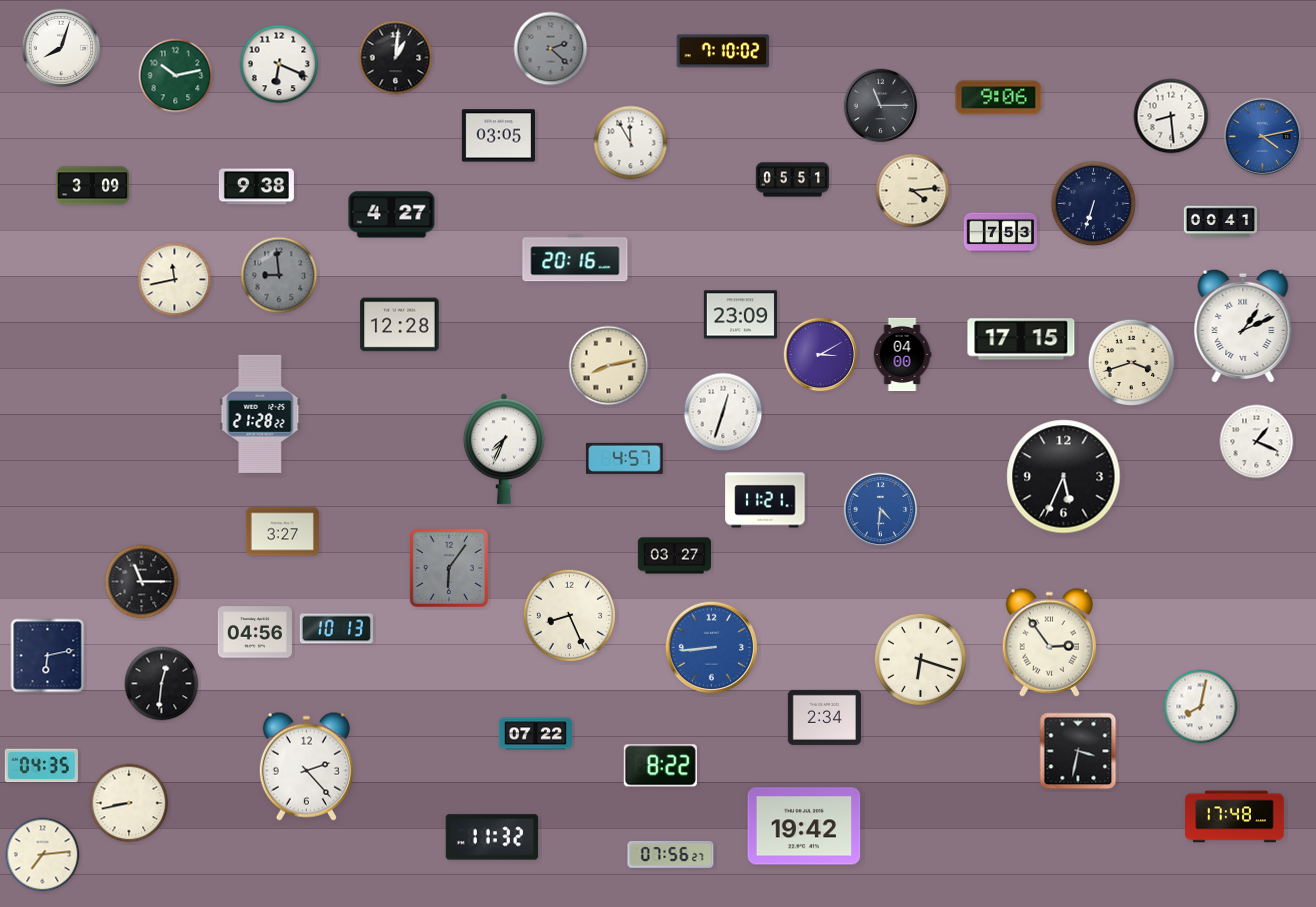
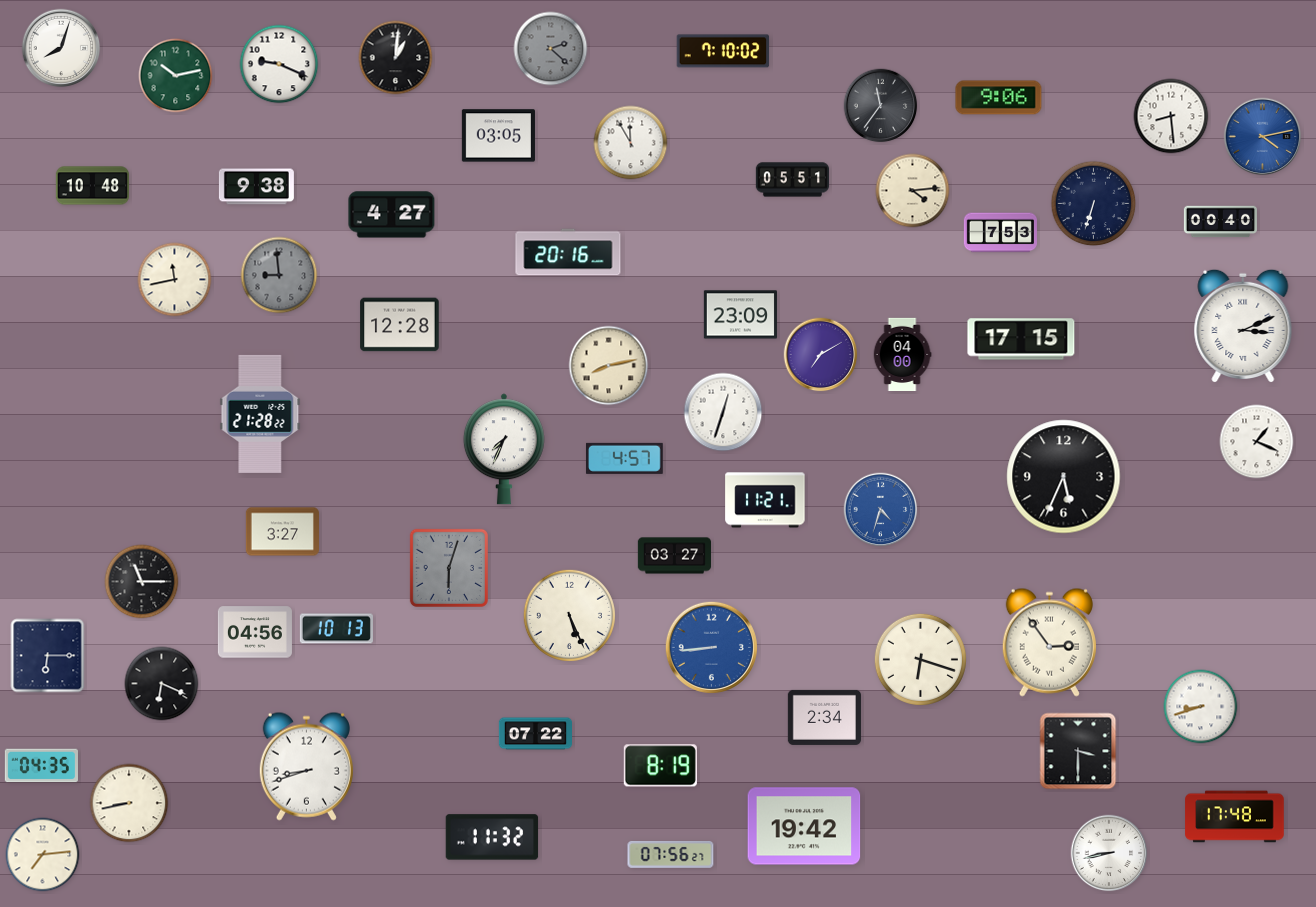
clock at (279, 64): 6:19 -> 9:19
clock at (881, 106): 11:15 -> 11:36
clock at (92, 186): 3:09 -> 10:48
clock at (1220, 222): 00:41 -> 00:40
clock at (575, 258) position: (575, 258) -> (568, 252)
clock at (1243, 325): 1:11 -> 3:11
clock at (821, 355): 3:10 -> 7:10
clock at (1132, 363): 3:42 -> none
clock at (881, 510): 4:31 -> 4:33
clock at (449, 568): 6:06 -> 6:03
clock at (569, 615): 8:26 -> 5:26
clock at (48, 656): 6:13 -> 6:15
clock at (162, 684): 12:31 -> 6:19
clock at (1201, 707): 8:02 -> 8:42
clock at (1078, 751): 3:32 -> 3:30
clock at (306, 766): 2:23 -> 8:42
clock at (660, 766): 8:22 -> 8:19
clock at (1109, 853): none -> 8:43
